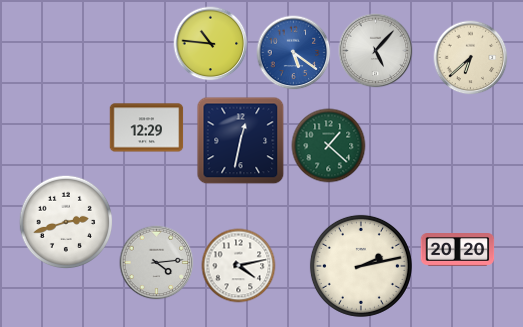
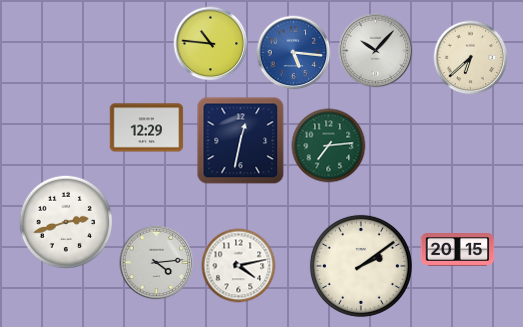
clock at (376, 51): 5:07 -> 10:07
clock at (294, 53): 5:21 -> 5:16
clock at (329, 146): 1:22 -> 7:14
clock at (458, 250): 20:20 -> 20:15
clock at (361, 266): 2:13 -> 2:09
